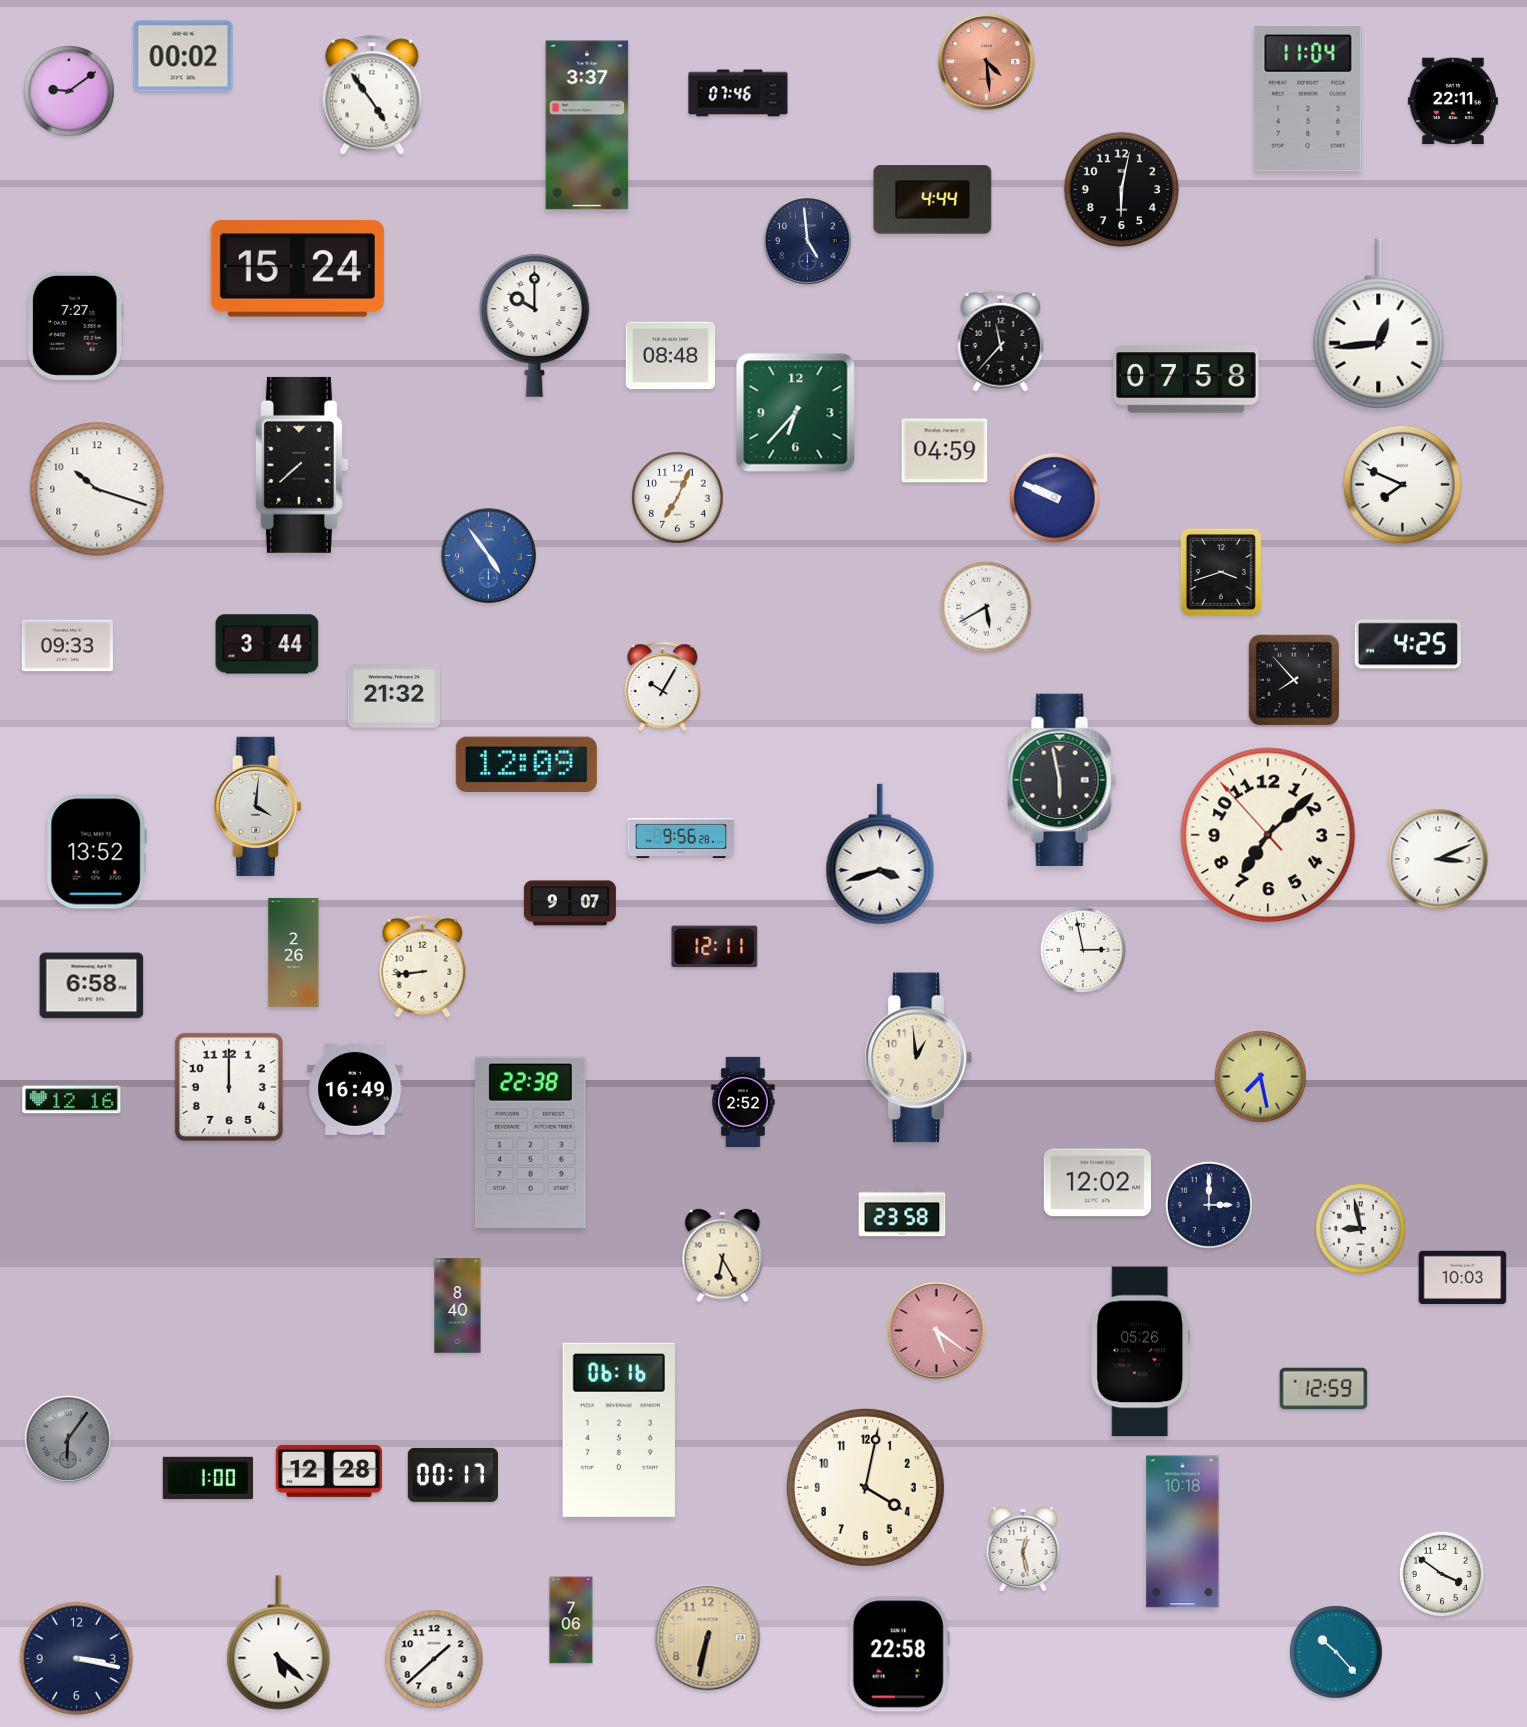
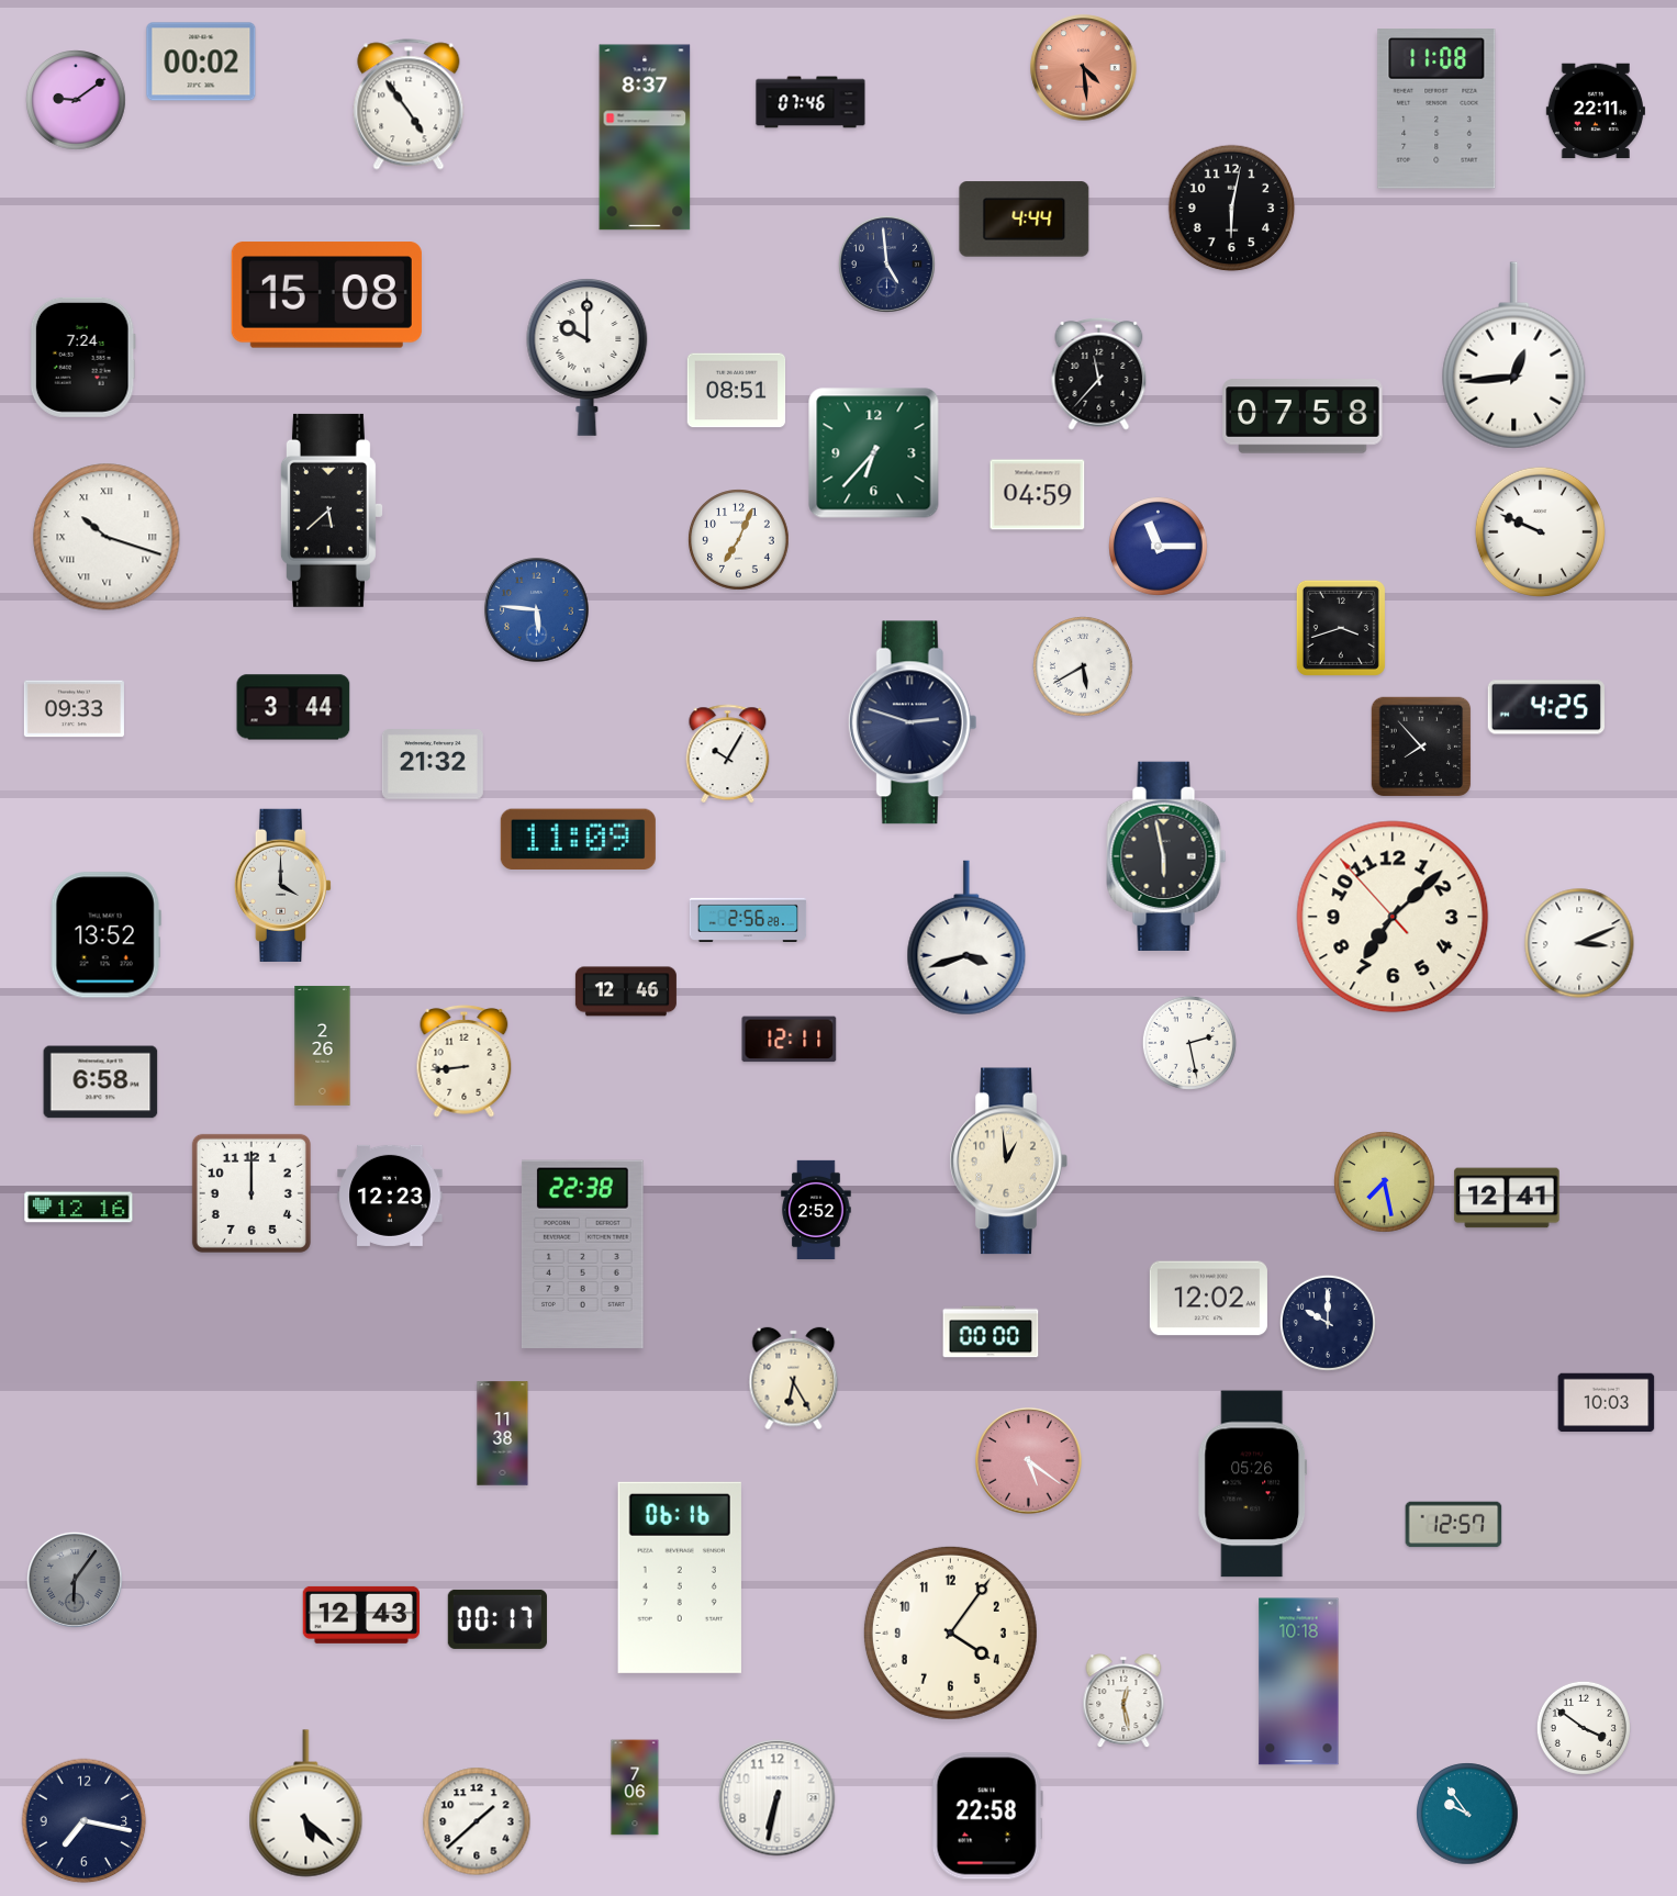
clock at (1308, 99): 11:04 -> 11:08
clock at (587, 125): 3:37 -> 8:37
clock at (297, 269): 15:24 -> 15:08
clock at (75, 325): 7:27 -> 7:24
clock at (671, 356): 08:48 -> 08:51
clock at (302, 465): 7:38 -> 5:38
clock at (1402, 484): 7:49 -> 9:49
clock at (97, 489) numerals: Arabic -> Roman
clock at (678, 498) position: (678, 498) -> (739, 540)
clock at (1055, 498): 9:49 -> 11:15
clock at (489, 556): 4:54 -> 5:46
clock at (913, 722): none -> 2:48
clock at (526, 764): 12:09 -> 11:09
clock at (258, 806): 4:01 -> 4:00
clock at (681, 837): 9:56 -> 2:56
clock at (570, 903): 9:07 -> 12:46
clock at (715, 947) position: (715, 947) -> (790, 1040)
clock at (1083, 950): 2:58 -> 2:28
clock at (355, 1089): 16:49 -> 12:23
clock at (1507, 1198): none -> 12:41
clock at (1097, 1183) position: (1097, 1183) -> (1208, 1299)
clock at (1209, 1205): 3:00 -> 10:00
clock at (902, 1213): 23:58 -> 00:00
clock at (1361, 1229): 8:58 -> none
clock at (458, 1306): 8:40 -> 11:38
clock at (1324, 1389): 12:59 -> 12:57
clock at (619, 1430) position: (619, 1430) -> (680, 1578)
clock at (329, 1471): 12:28 -> 12:43
clock at (208, 1477): 1:00 -> none
clock at (865, 1487): 4:02 -> 4:06
clock at (571, 1620) position: (571, 1620) -> (635, 1787)
clock at (708, 1638) dial: champagne -> white
clock at (1336, 1652): 10:23 -> 9:54
clock at (77, 1659): 3:17 -> 7:17
